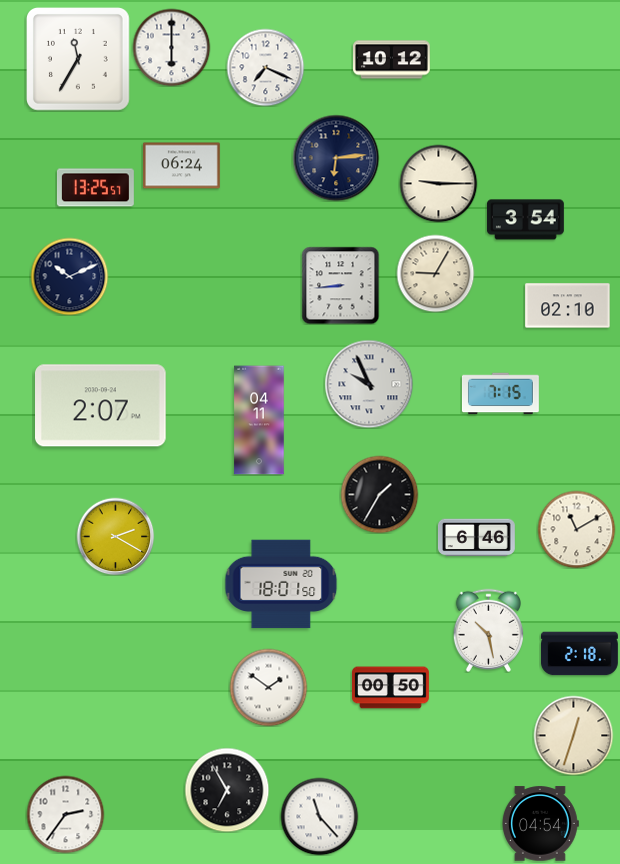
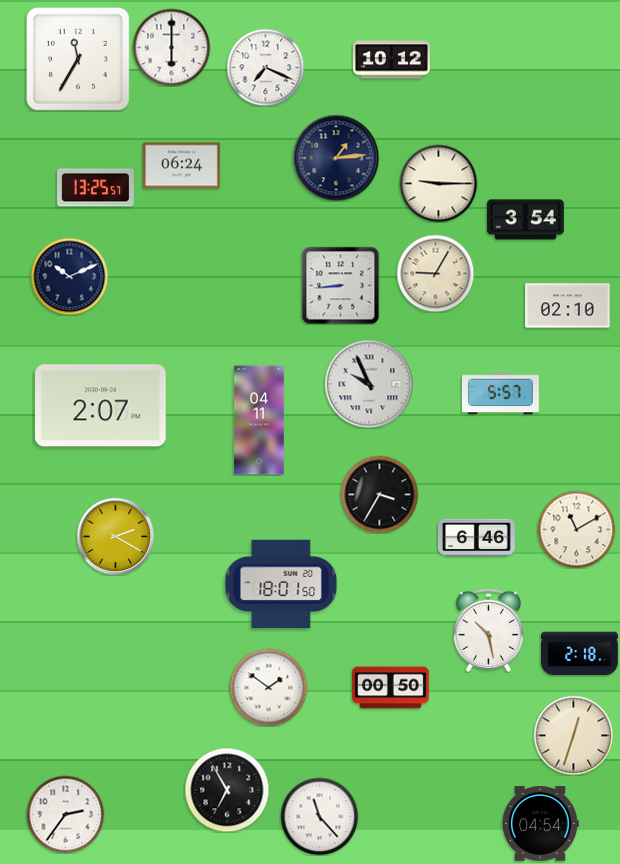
clock at (336, 158): 6:14 -> 1:14
clock at (500, 394): 7:15 -> 5:57
clock at (379, 494): 1:35 -> 3:35
